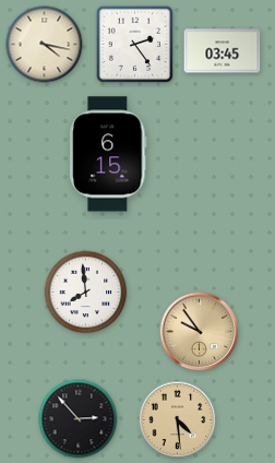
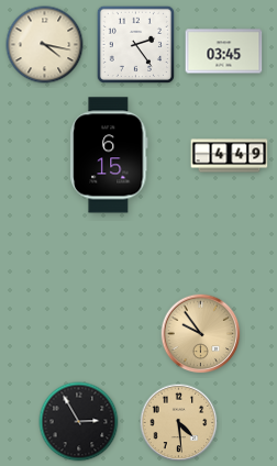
clock at (230, 156): none -> 4:49
clock at (86, 293): 7:59 -> none
clock at (79, 419): 2:53 -> 2:55
